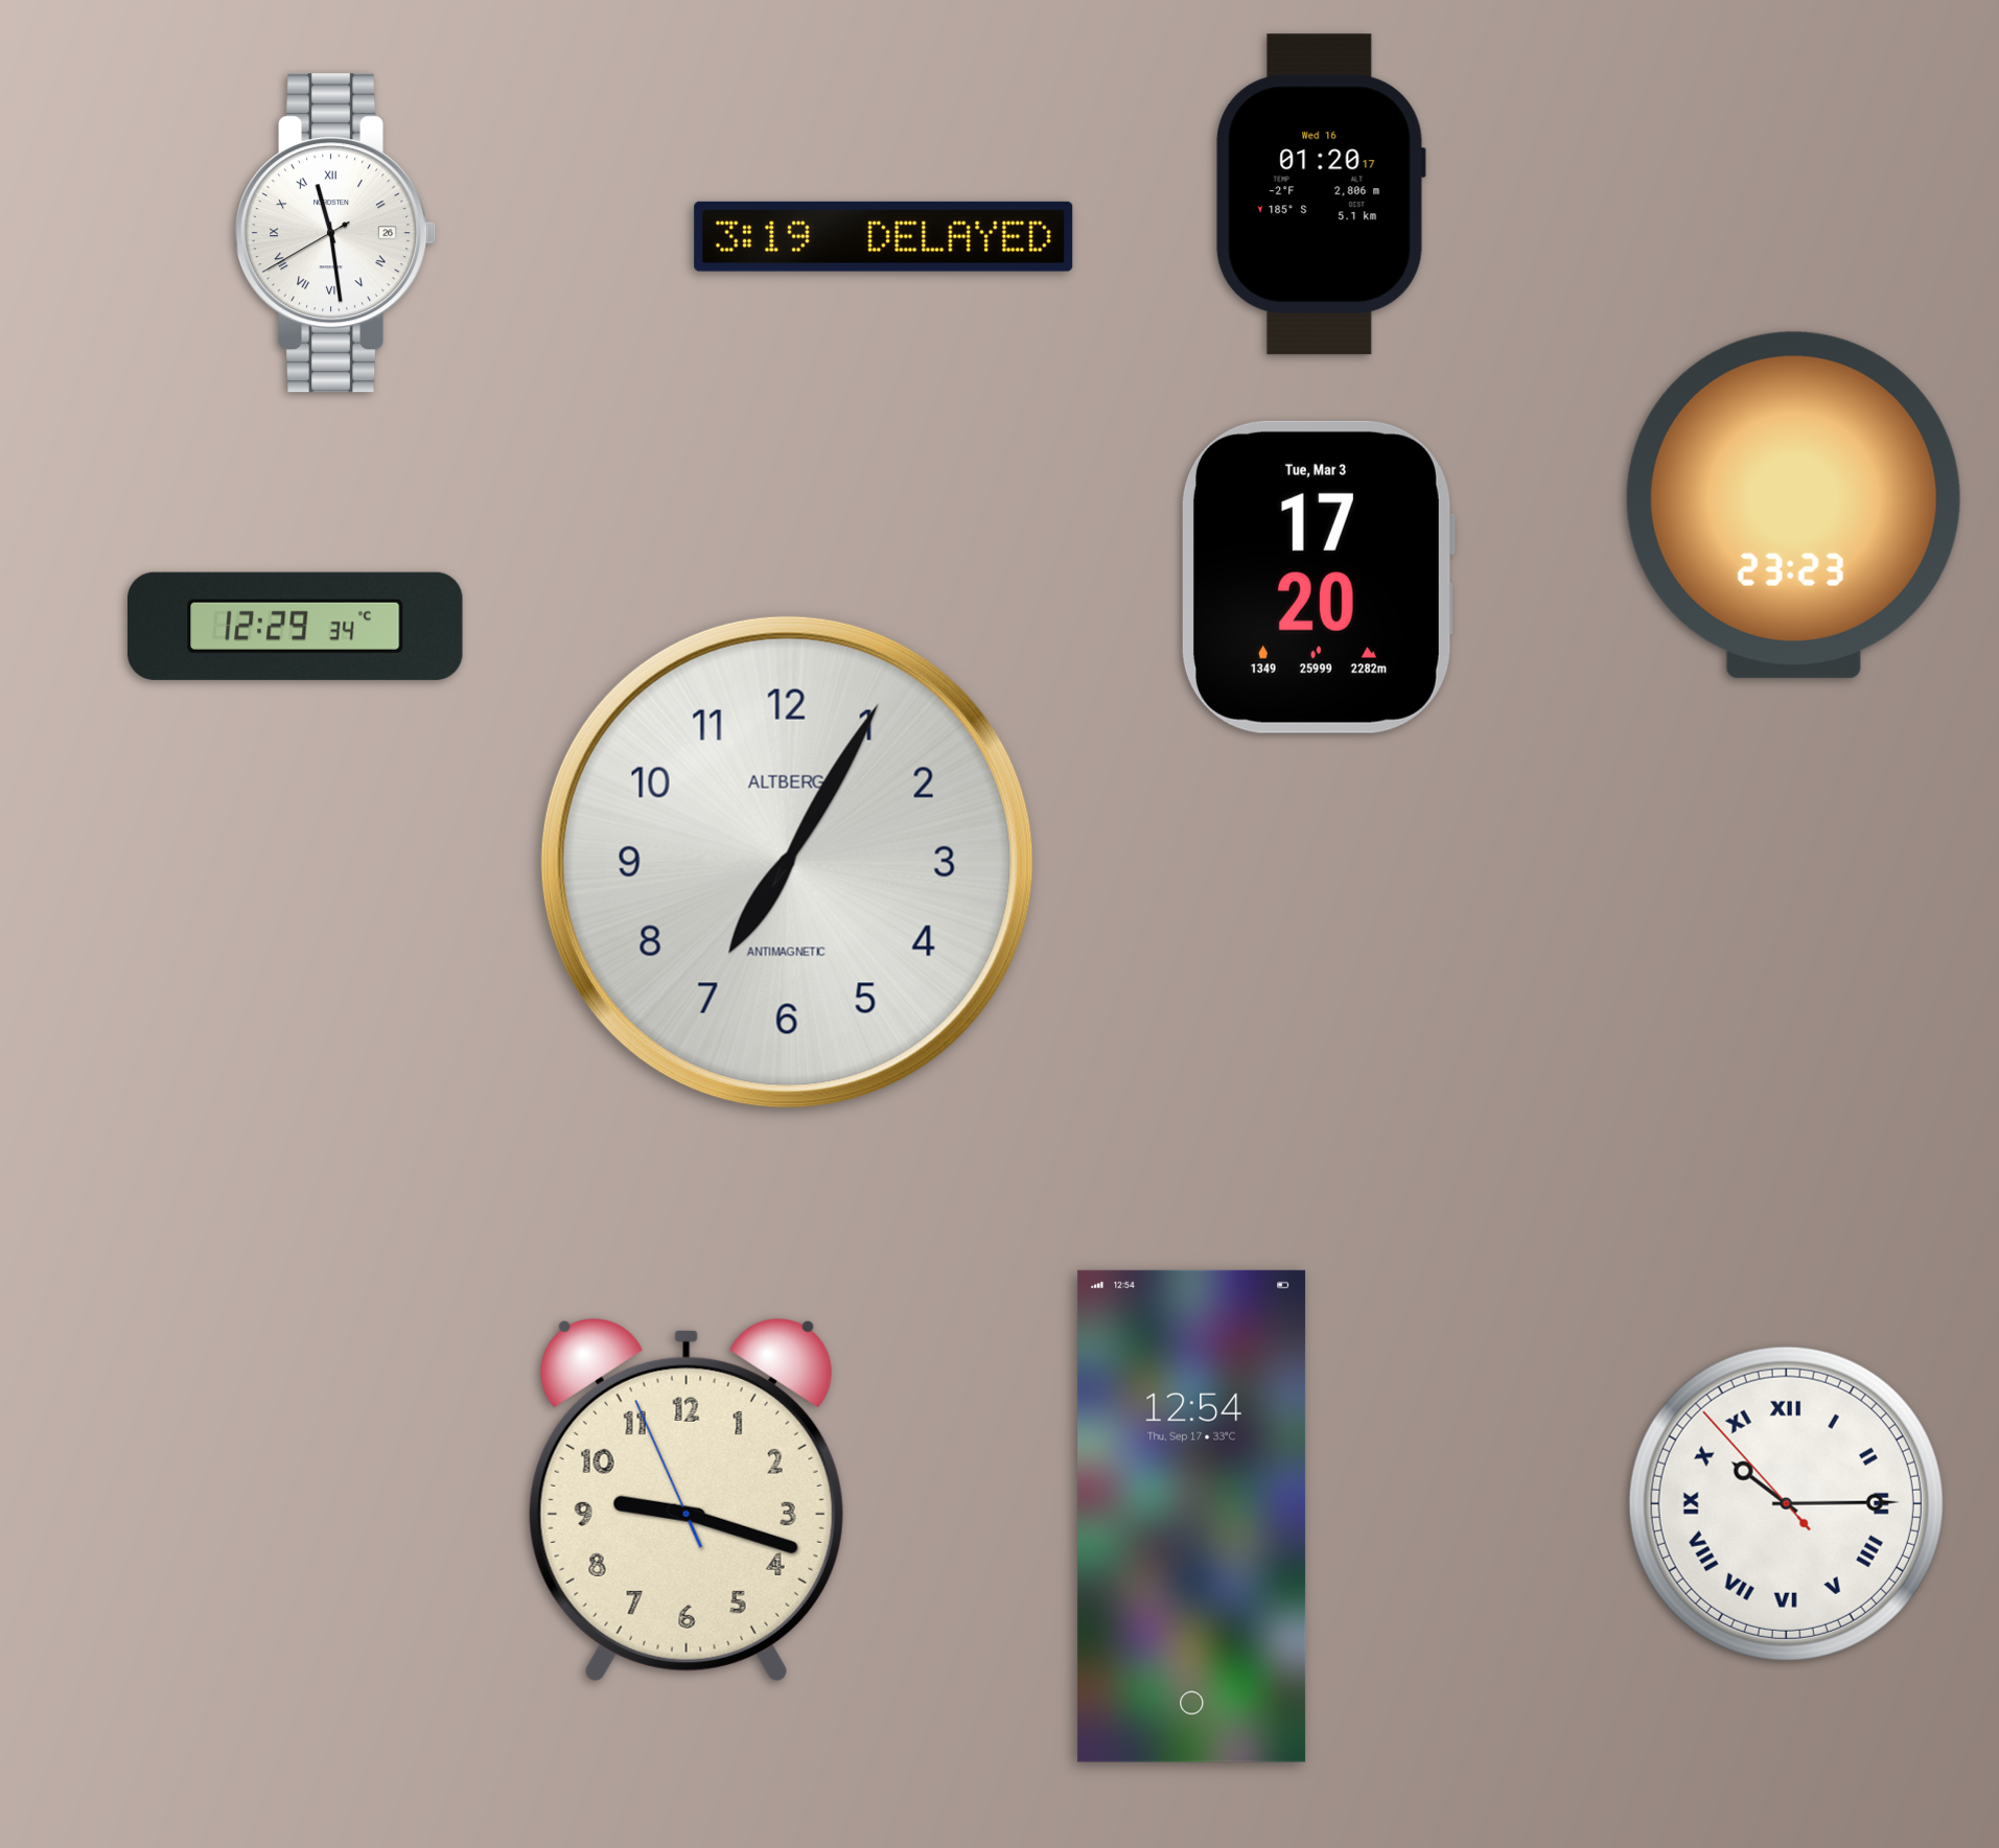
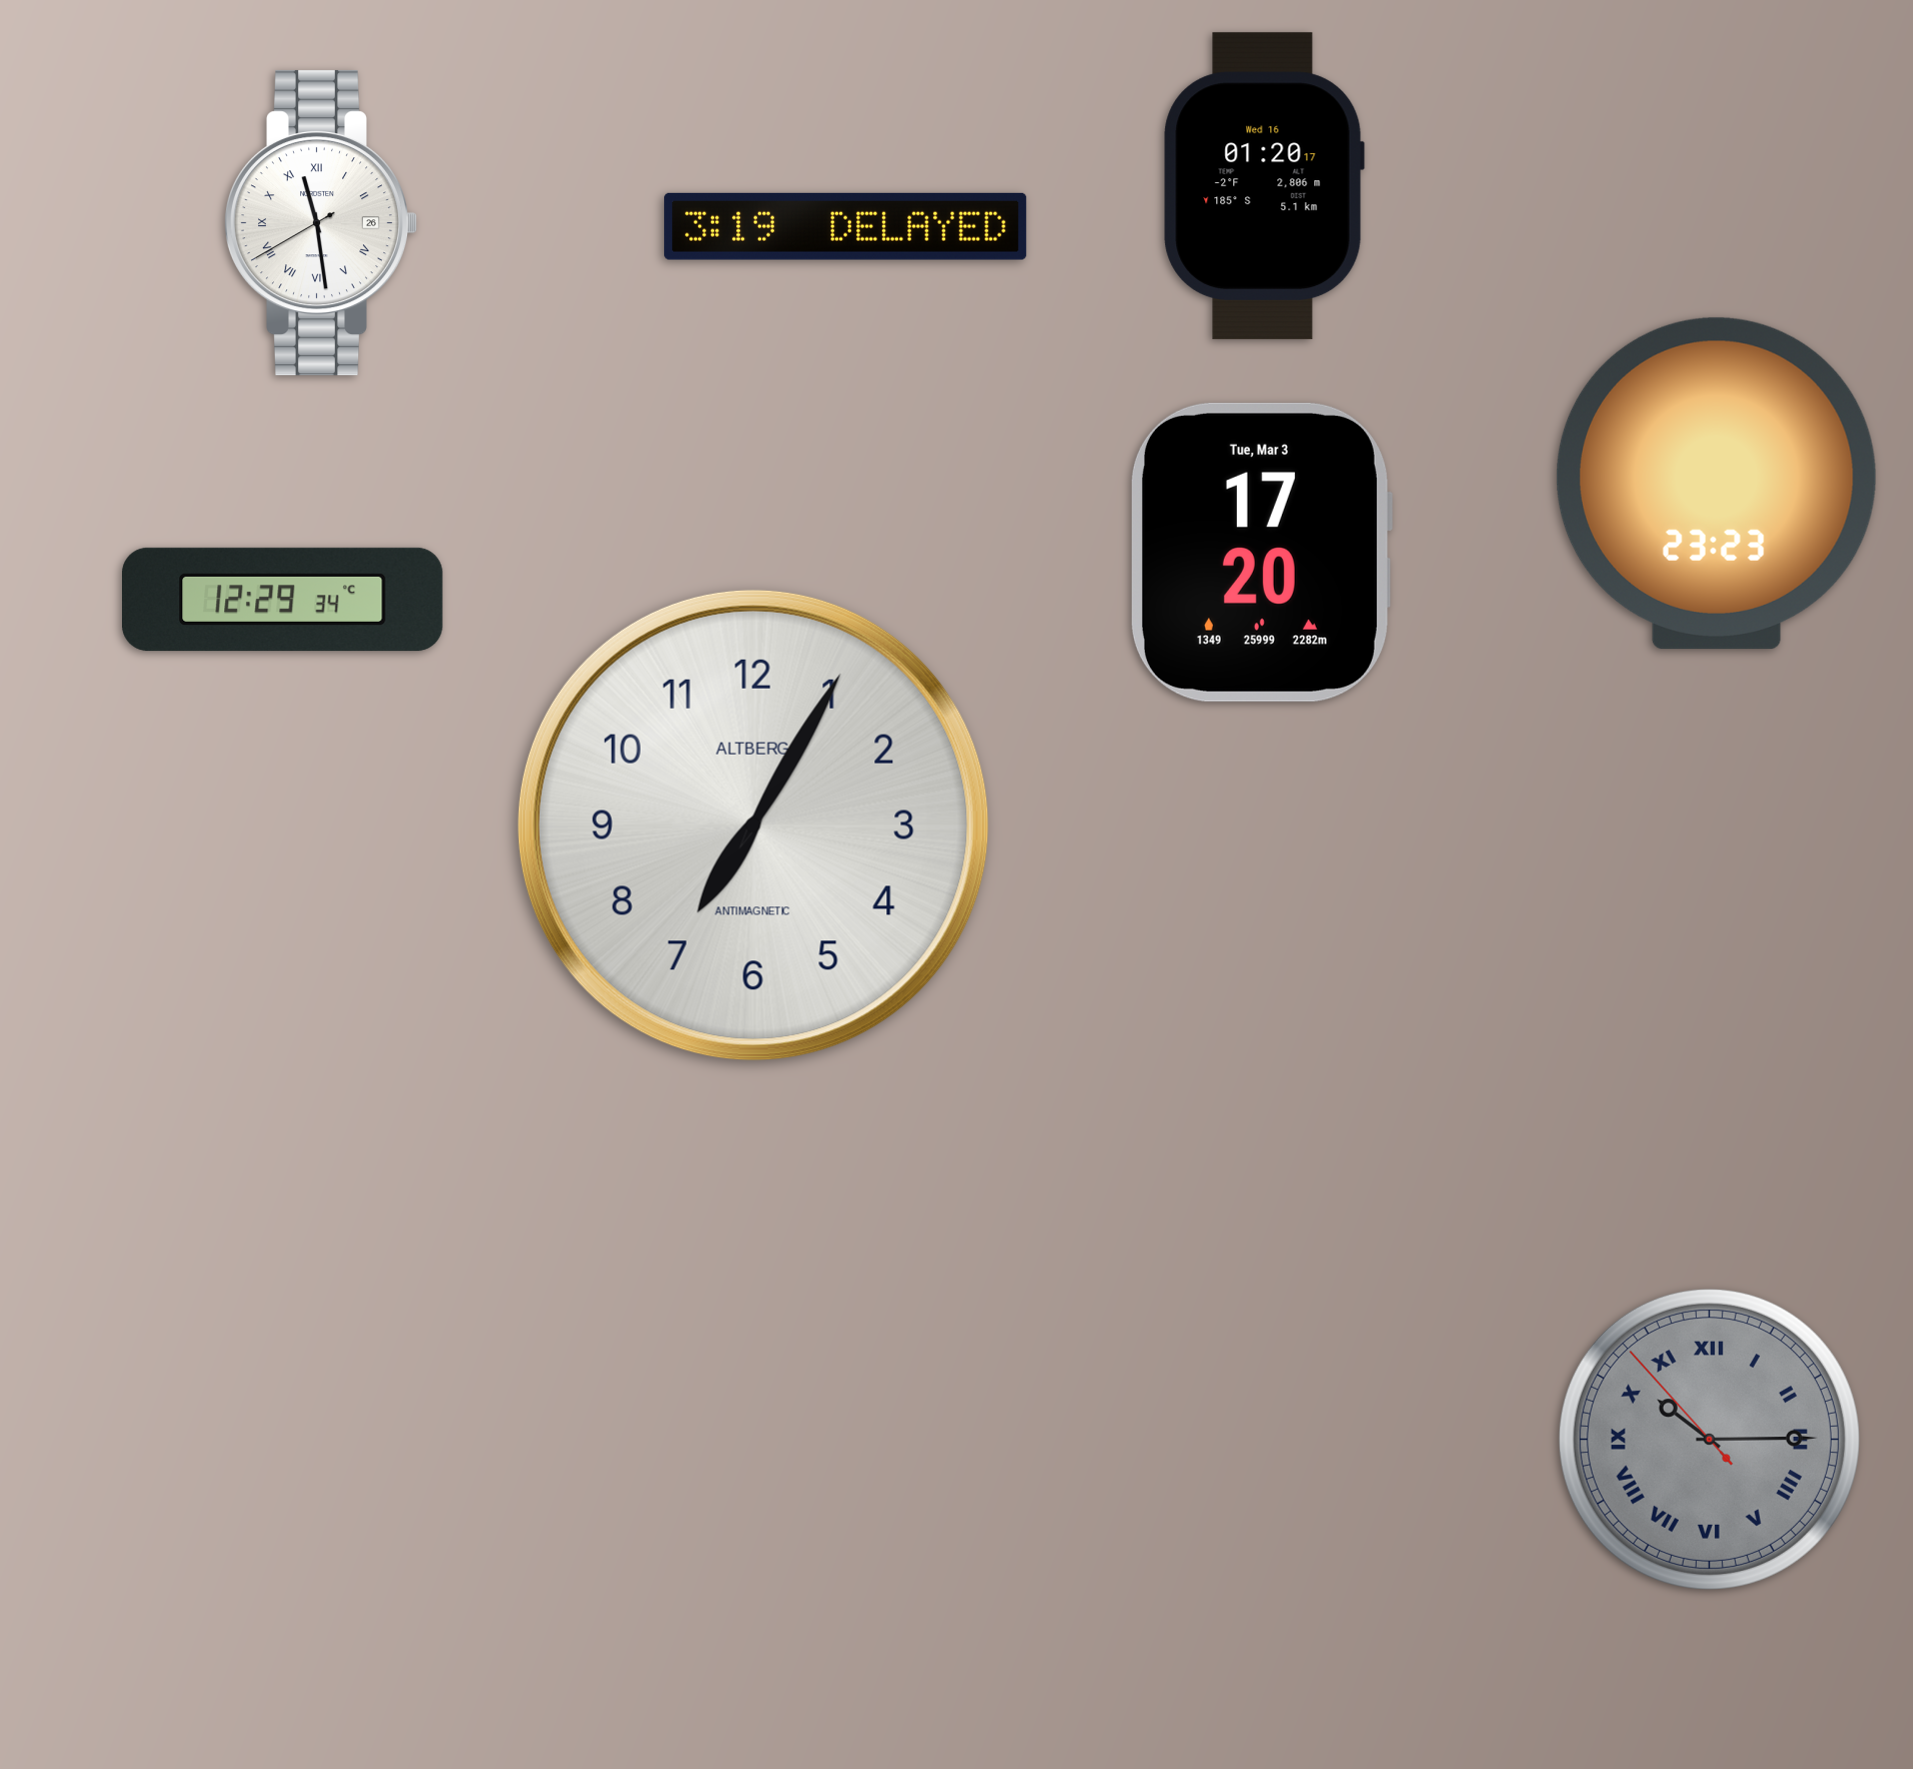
clock at (687, 1500): 9:17 -> none
clock at (1786, 1503) dial: white -> grey
clock at (1192, 1516): 12:54 -> none
